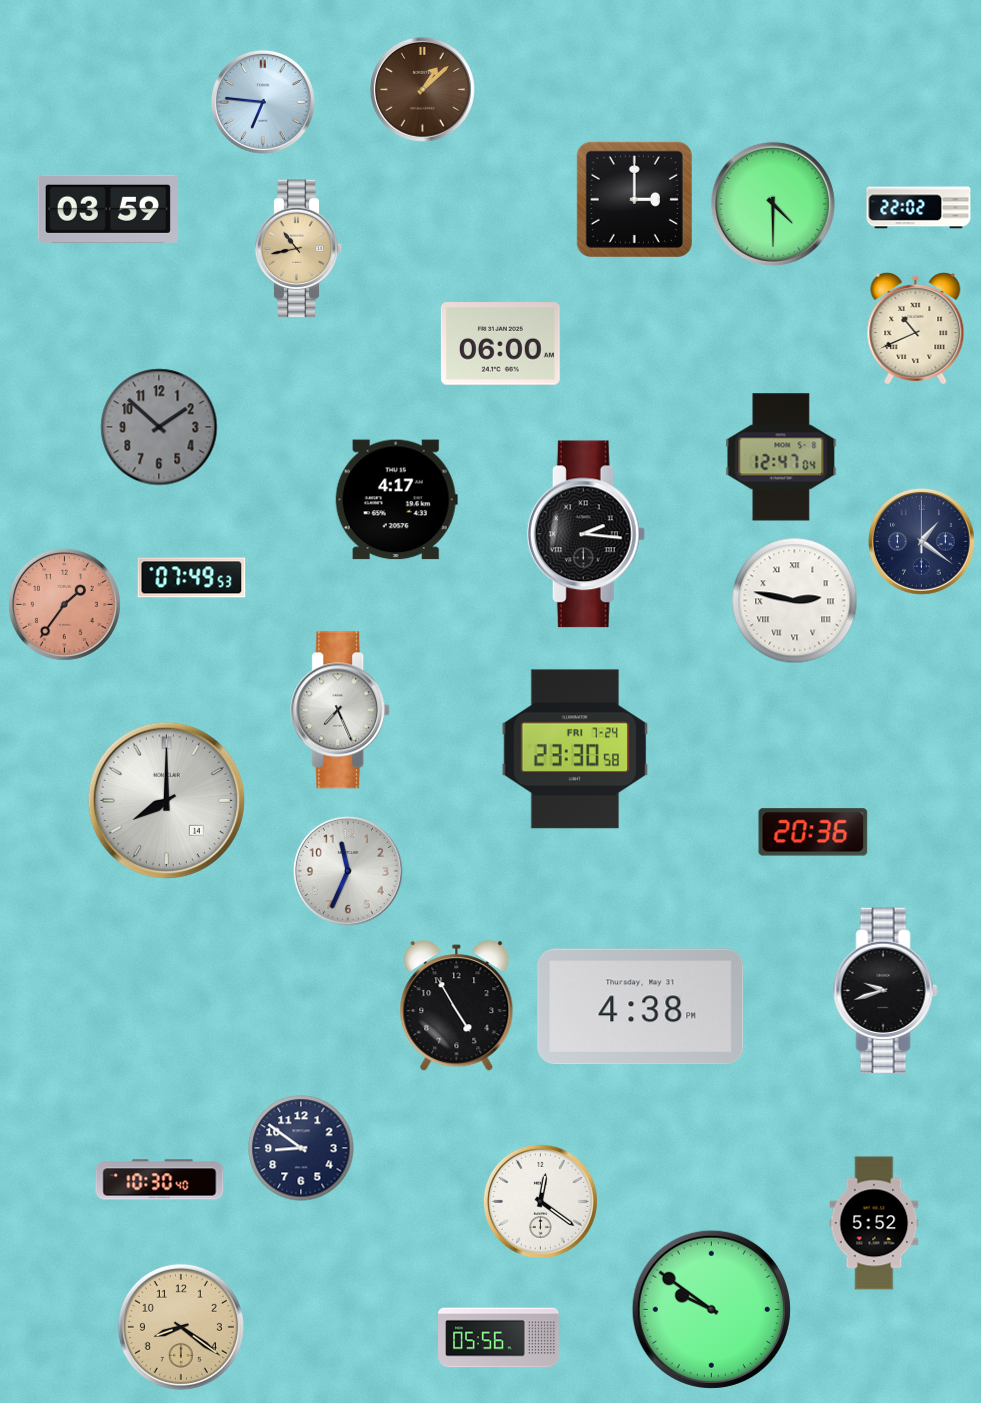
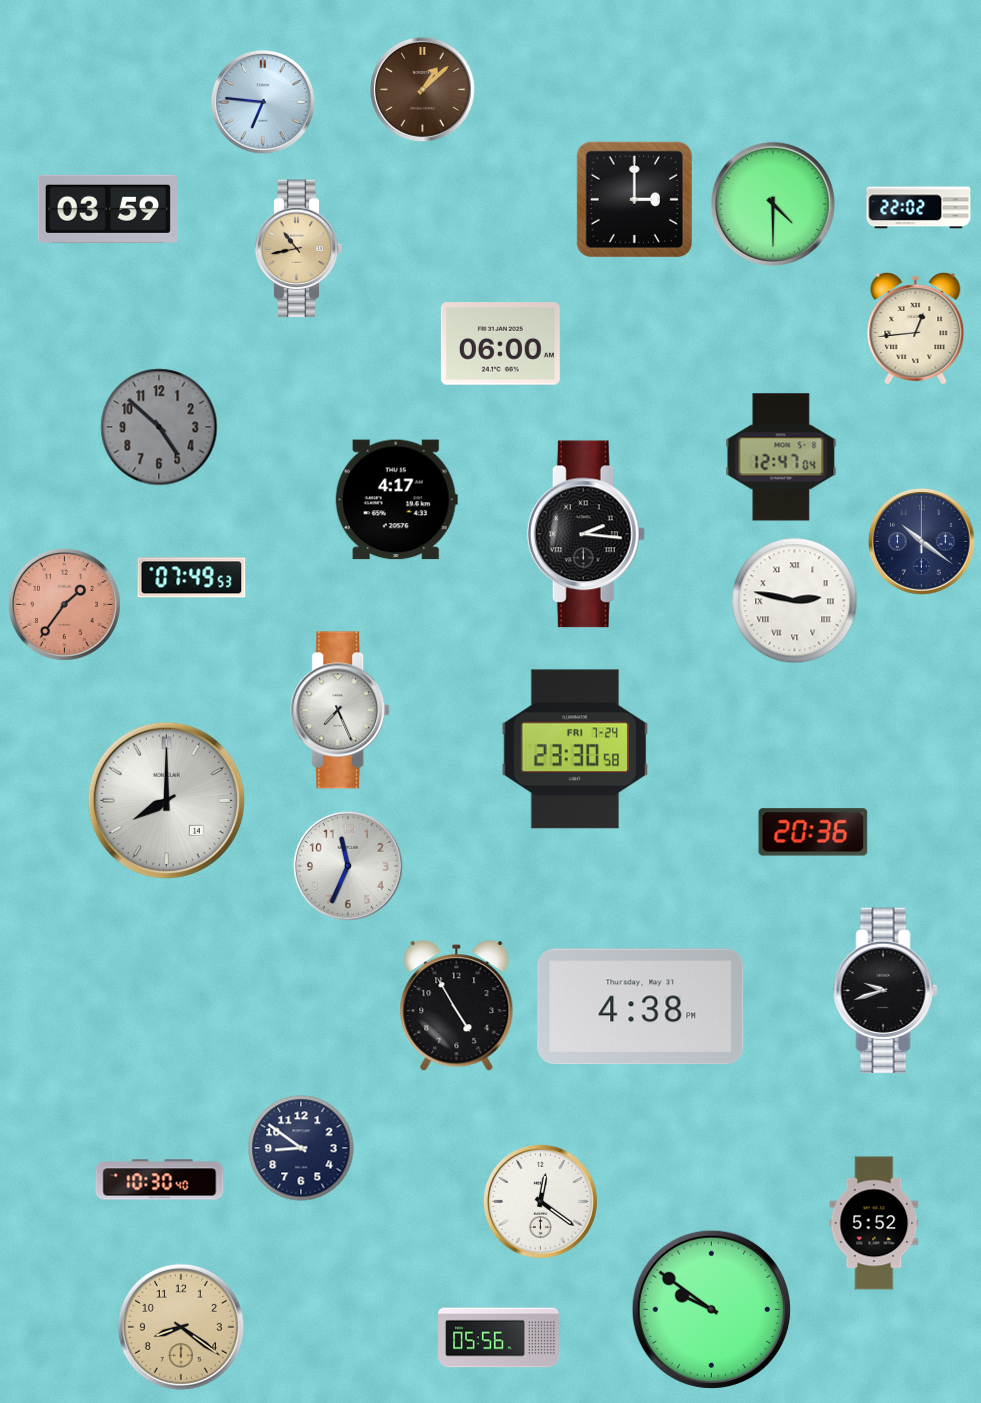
clock at (916, 328): 10:41 -> 12:44
clock at (159, 427): 1:52 -> 4:52
clock at (921, 541): 1:21 -> 10:21
clock at (348, 871) position: (348, 871) -> (348, 866)
